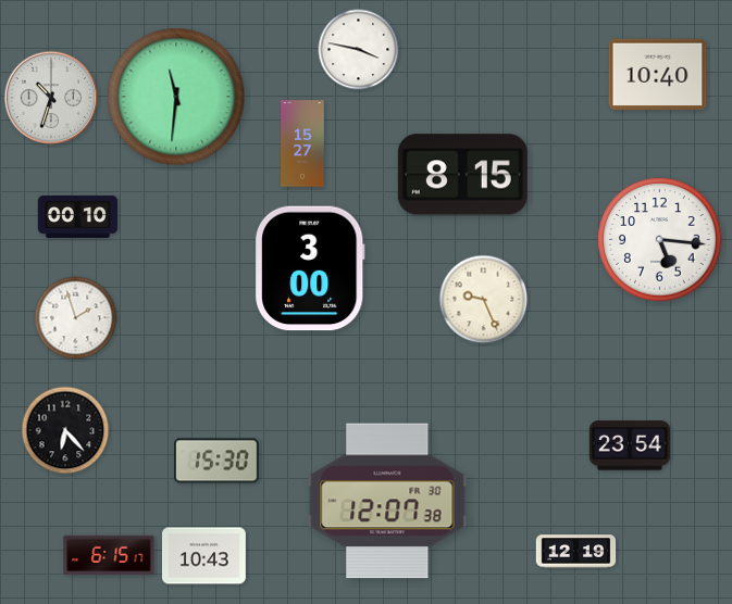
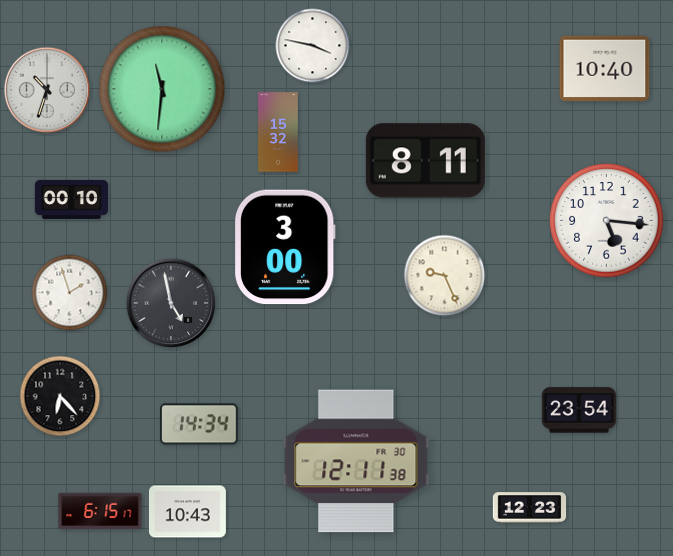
clock at (359, 50) position: (359, 50) -> (313, 46)
clock at (302, 143): 15:27 -> 15:32
clock at (462, 175): 8:15 -> 8:11
clock at (171, 303): none -> 4:58
clock at (218, 461): 15:30 -> 14:34
clock at (387, 501): 12:07 -> 12:11
clock at (576, 552): 12:19 -> 12:23
